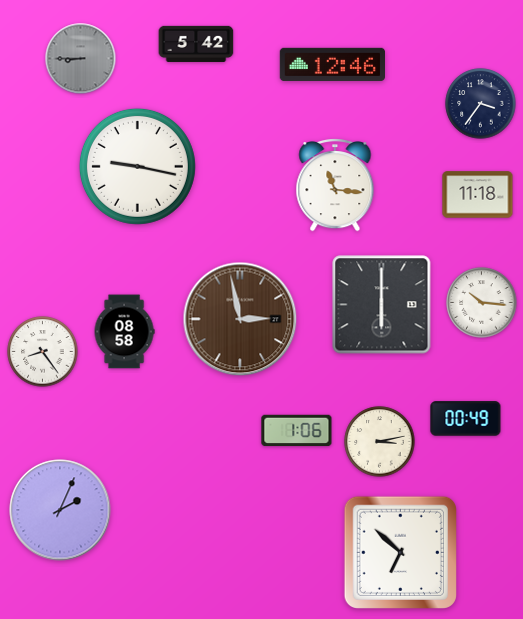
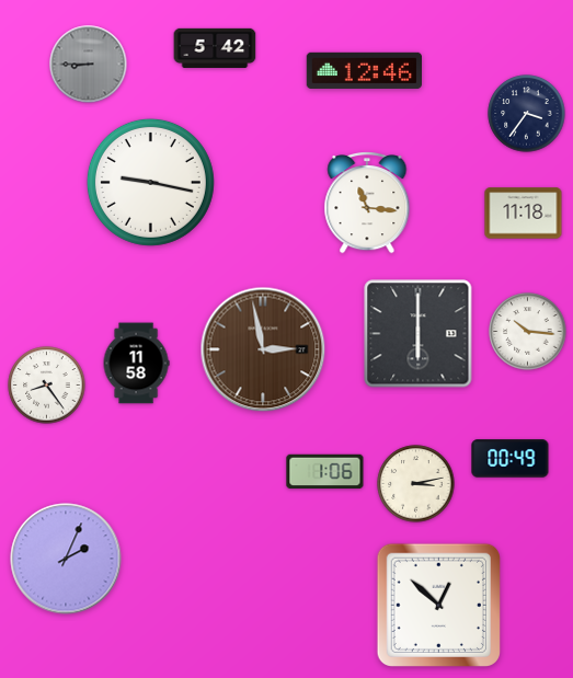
clock at (124, 332): 08:58 -> 11:58
clock at (400, 552): 6:52 -> 12:52
